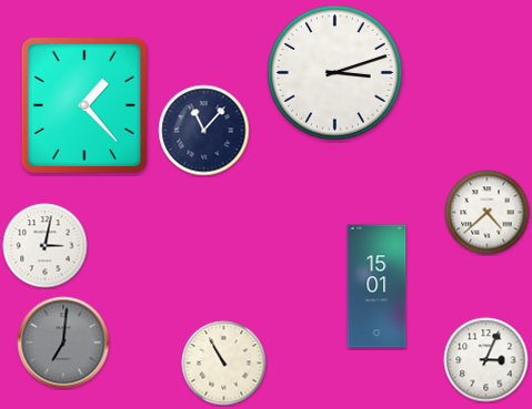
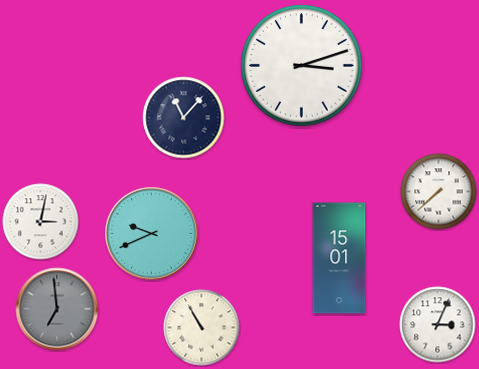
clock at (84, 105): 1:23 -> none
clock at (488, 213): 4:38 -> 7:38
clock at (152, 234): none -> 9:41
clock at (63, 342): 7:01 -> 6:59
